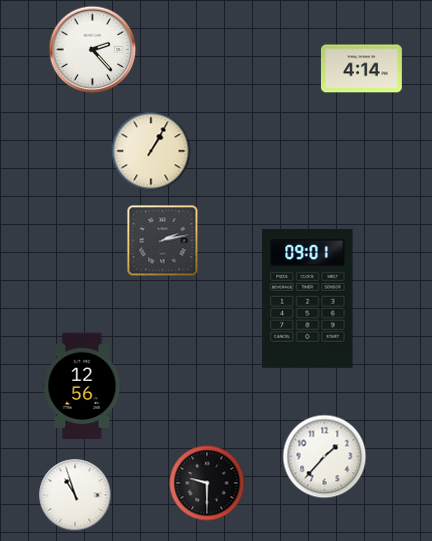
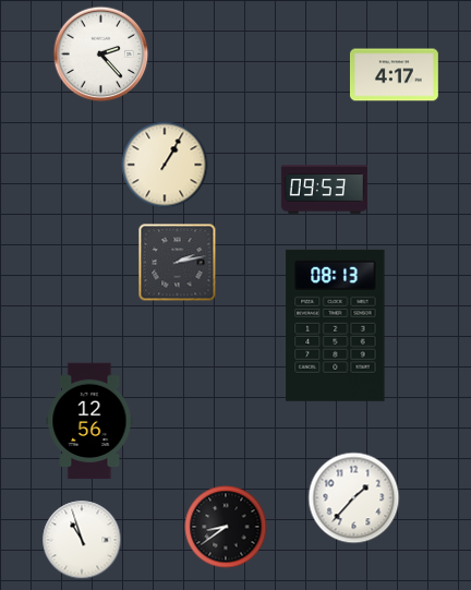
clock at (361, 69): 4:14 -> 4:17
clock at (324, 190): none -> 09:53
clock at (308, 298): 09:01 -> 08:13
clock at (207, 483): 9:30 -> 8:39
